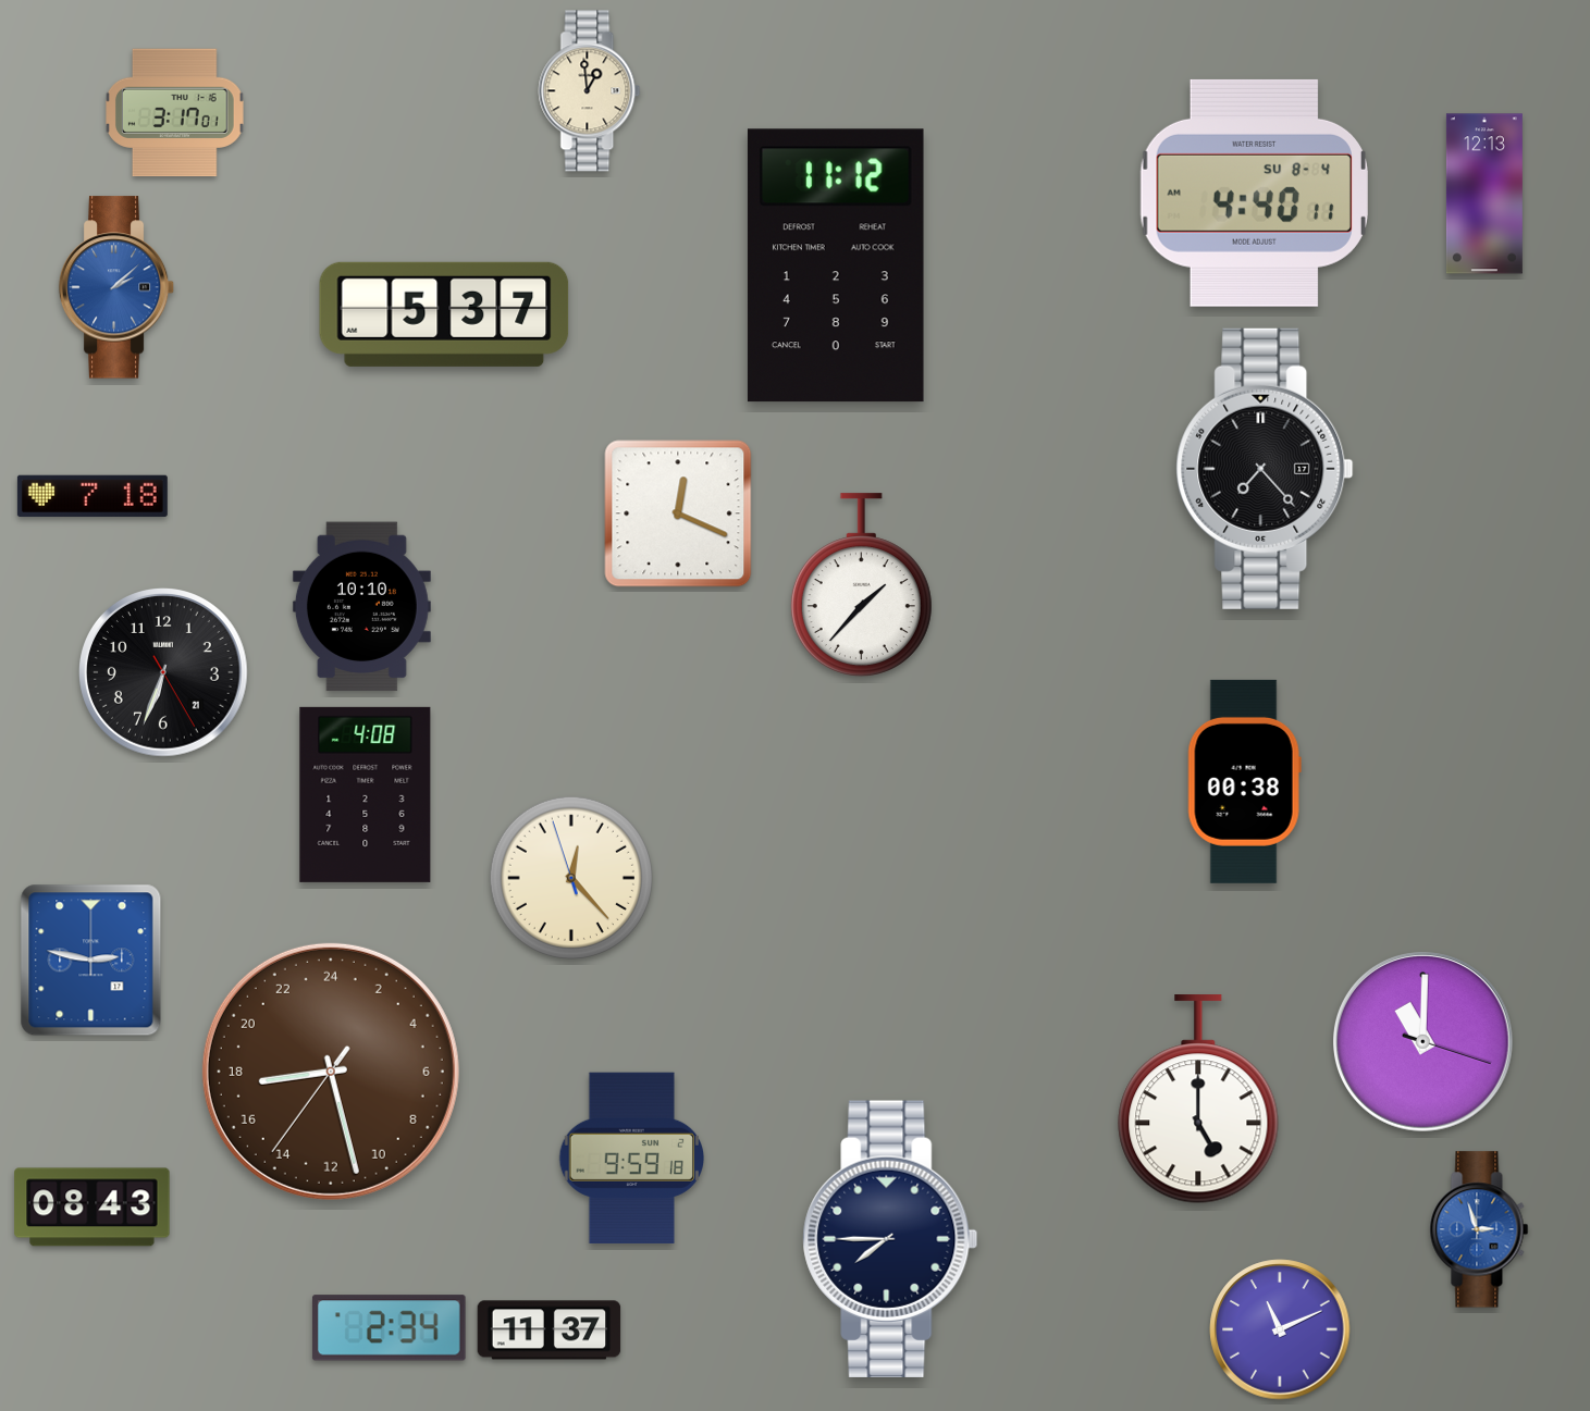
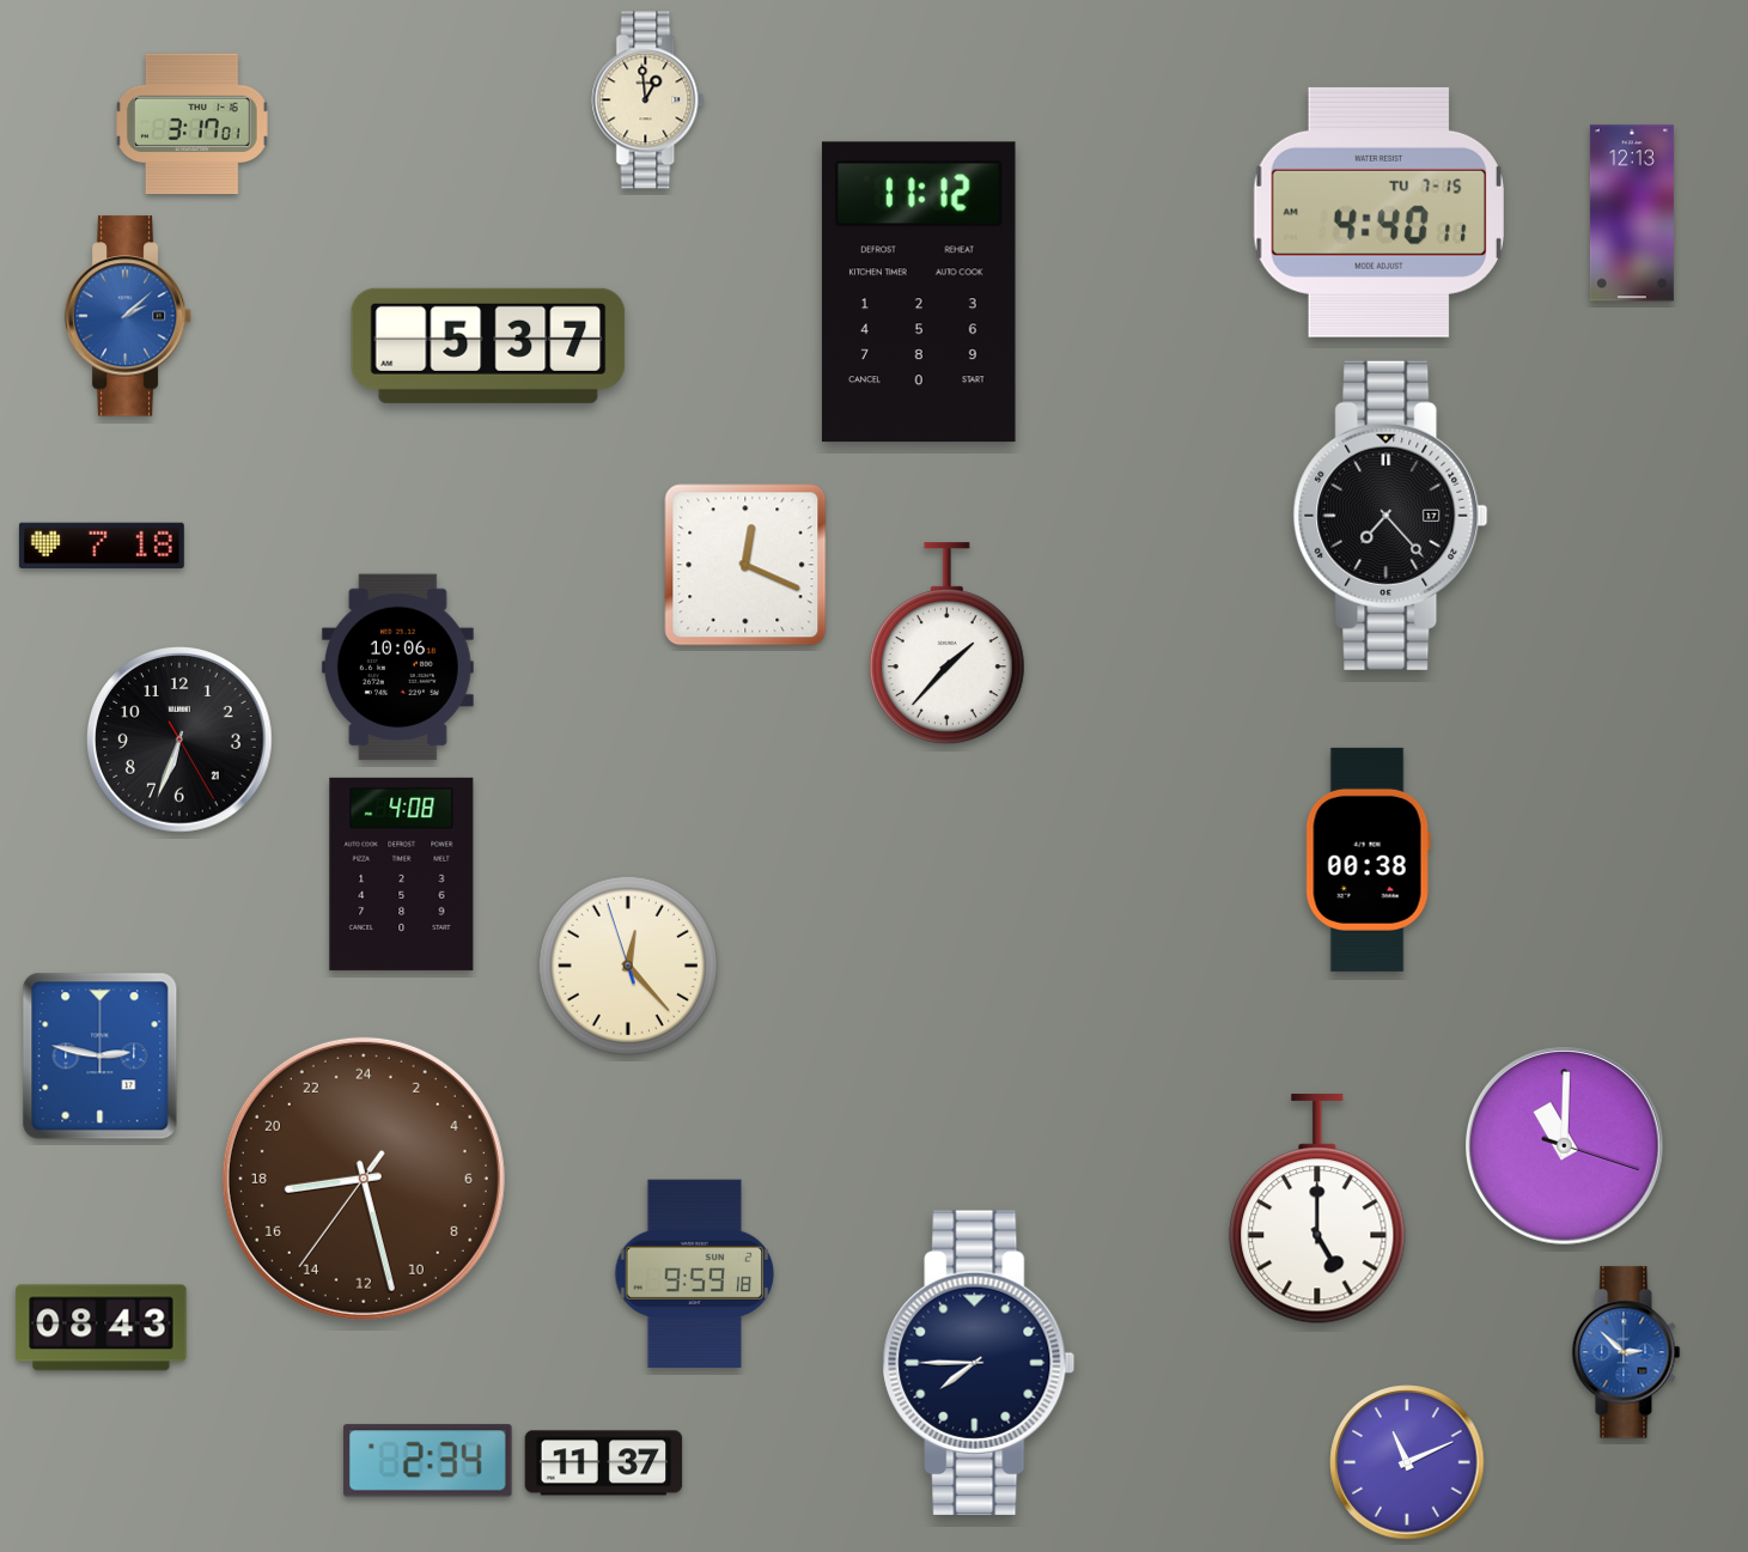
clock at (1254, 193) date: SU 8-4 -> TU 7-15
clock at (361, 607): 10:10 -> 10:06
clock at (1479, 1229): 2:57 -> 2:52
